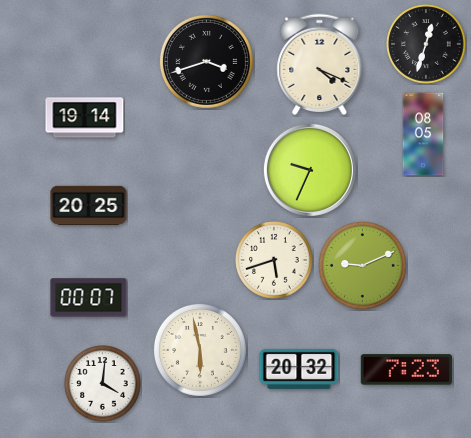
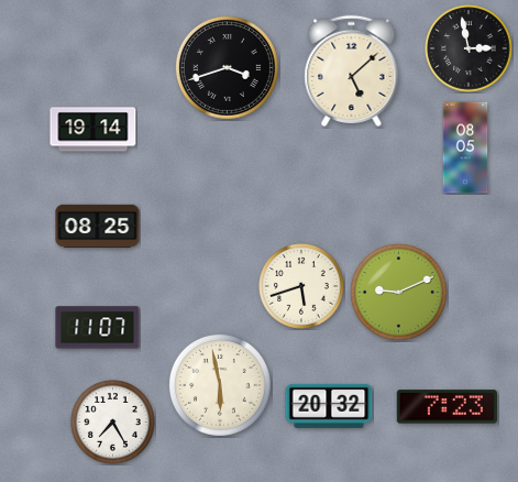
clock at (426, 44): 12:33 -> 2:58
clock at (320, 64): 4:19 -> 5:08
clock at (310, 170): 9:34 -> none
clock at (89, 206): 20:25 -> 08:25
clock at (89, 298): 00:07 -> 11:07
clock at (103, 384): 4:01 -> 7:25
